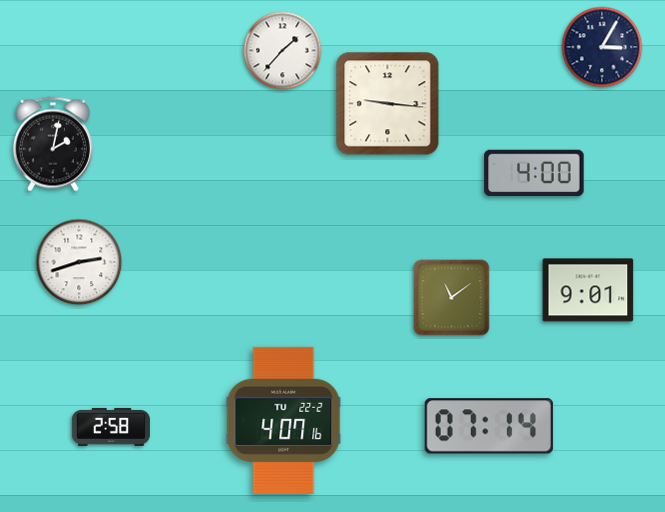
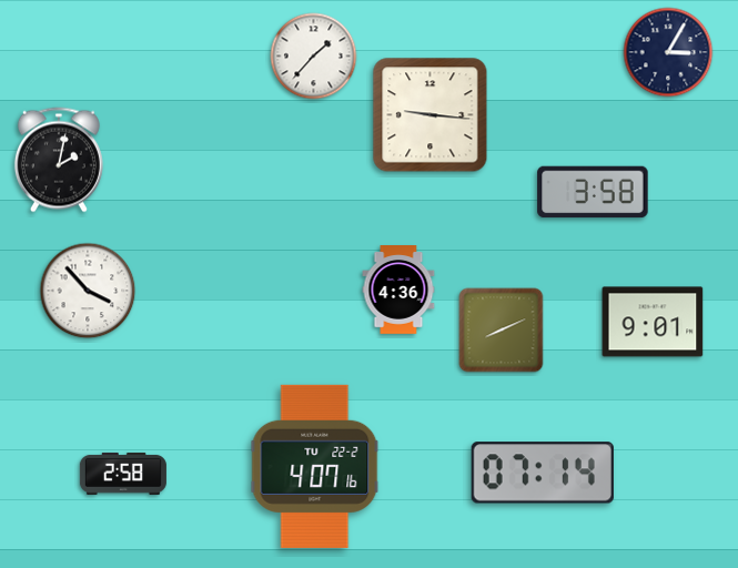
clock at (534, 173): 4:00 -> 3:58
clock at (79, 262): 2:42 -> 3:53
clock at (398, 291): none -> 4:36
clock at (452, 298): 11:09 -> 8:11
